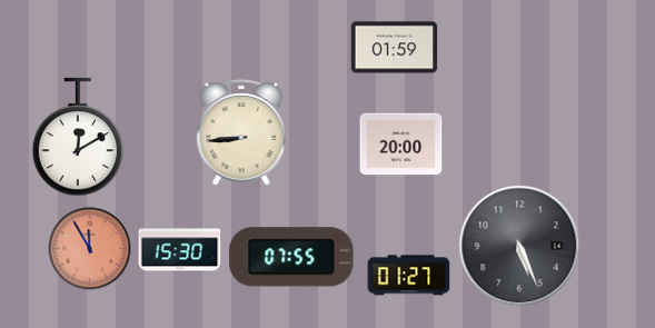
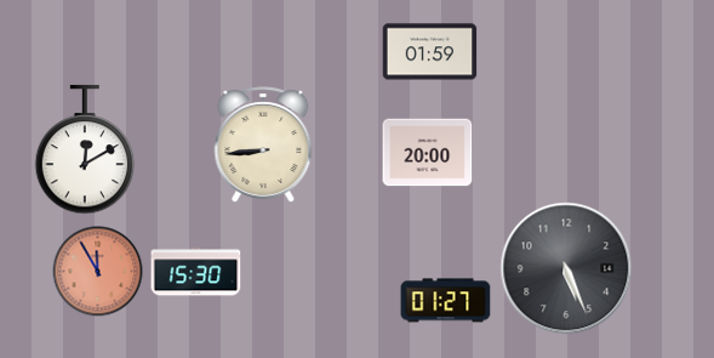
clock at (401, 145) position: (401, 145) -> (428, 153)
clock at (291, 257): 07:55 -> none
